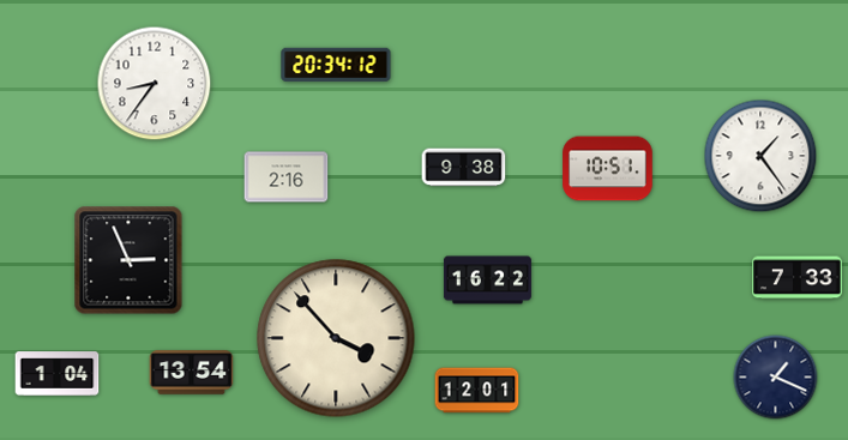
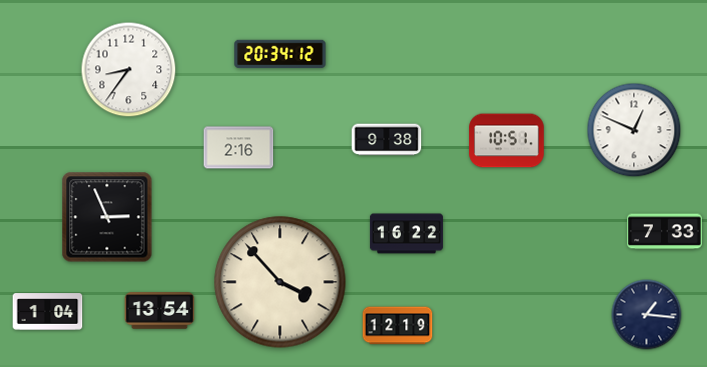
clock at (760, 156): 1:24 -> 12:49
clock at (776, 378): 1:19 -> 1:16
clock at (477, 391): 12:01 -> 12:19
